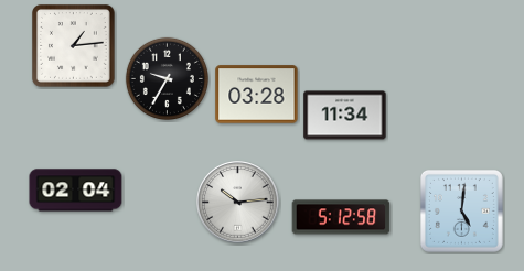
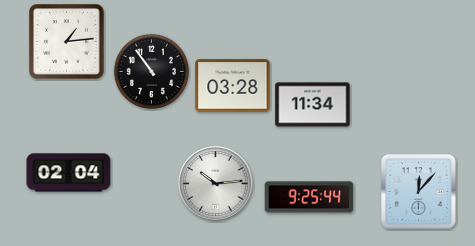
clock at (167, 78): 9:35 -> 10:54
clock at (461, 210): 5:01 -> 12:07
clock at (341, 217): 5:12 -> 9:25
